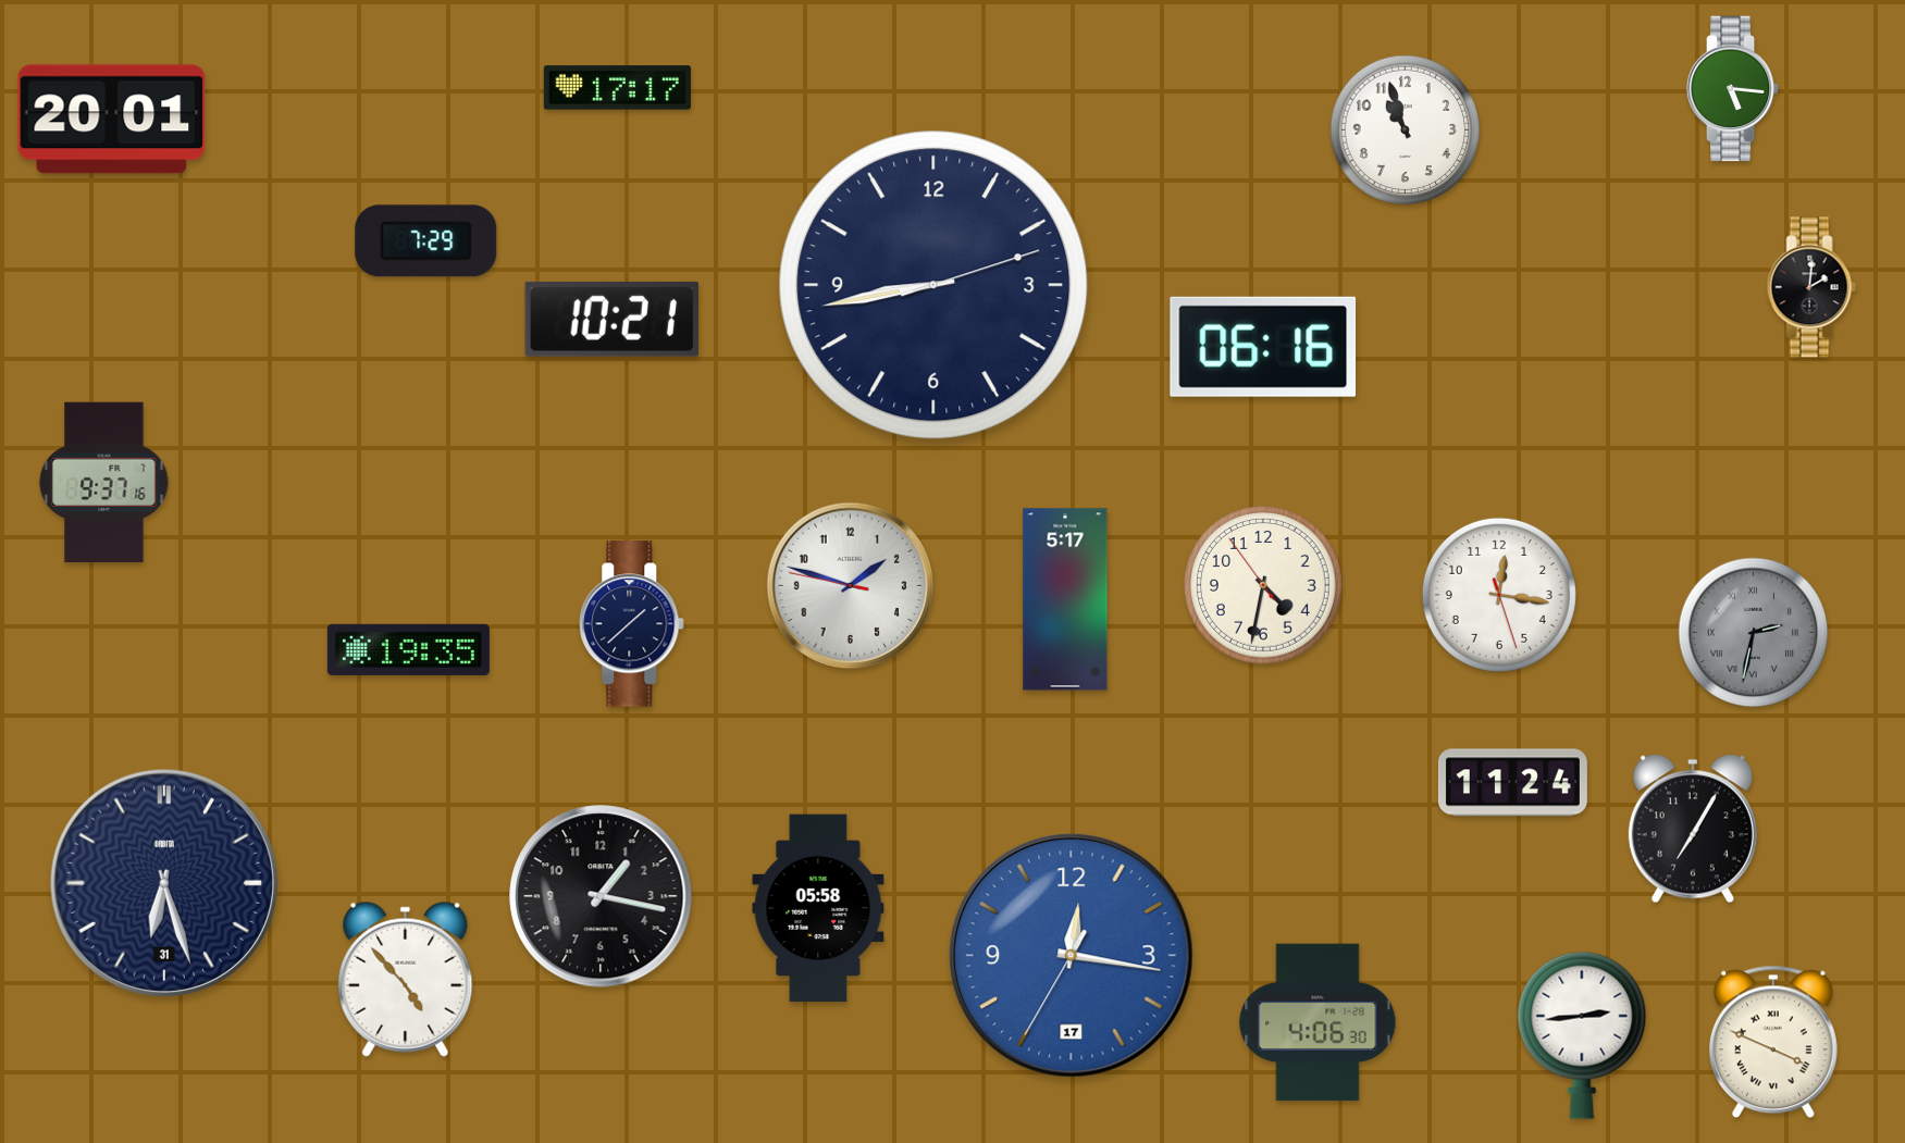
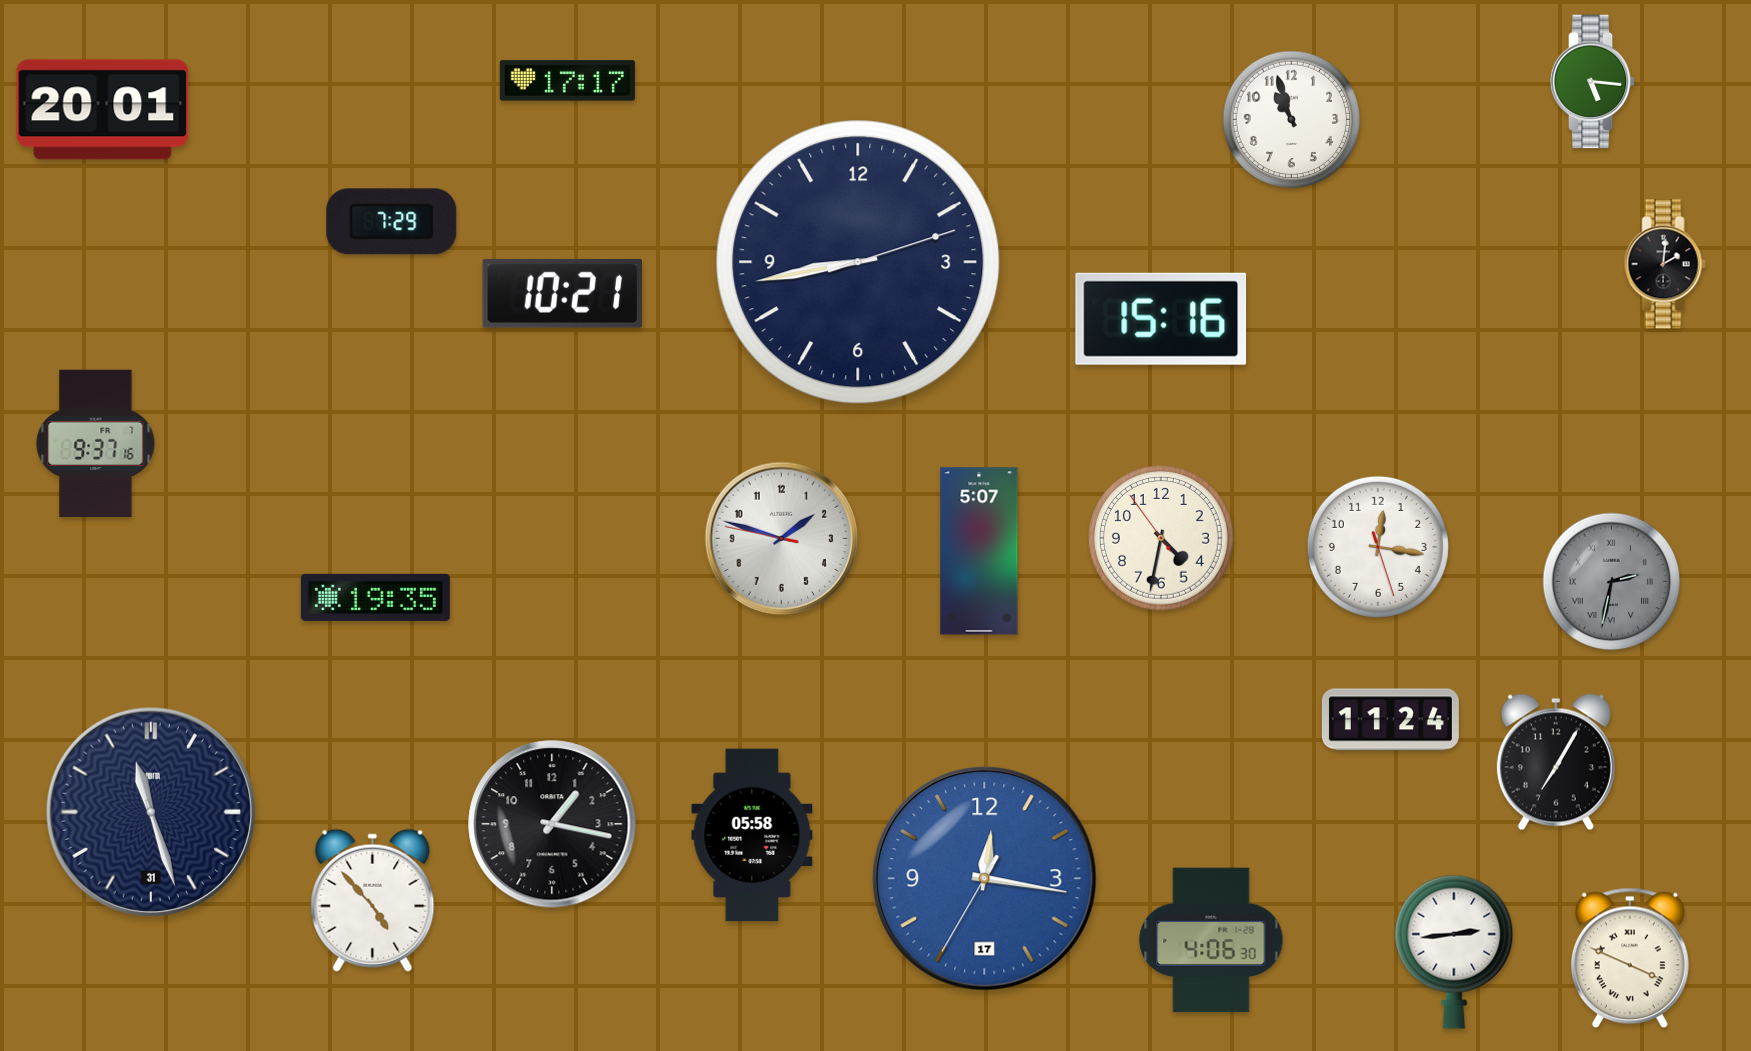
clock at (1263, 347): 06:16 -> 15:16
clock at (1065, 599): 5:17 -> 5:07
clock at (632, 624): 1:38 -> none
clock at (163, 882): 6:27 -> 11:27
